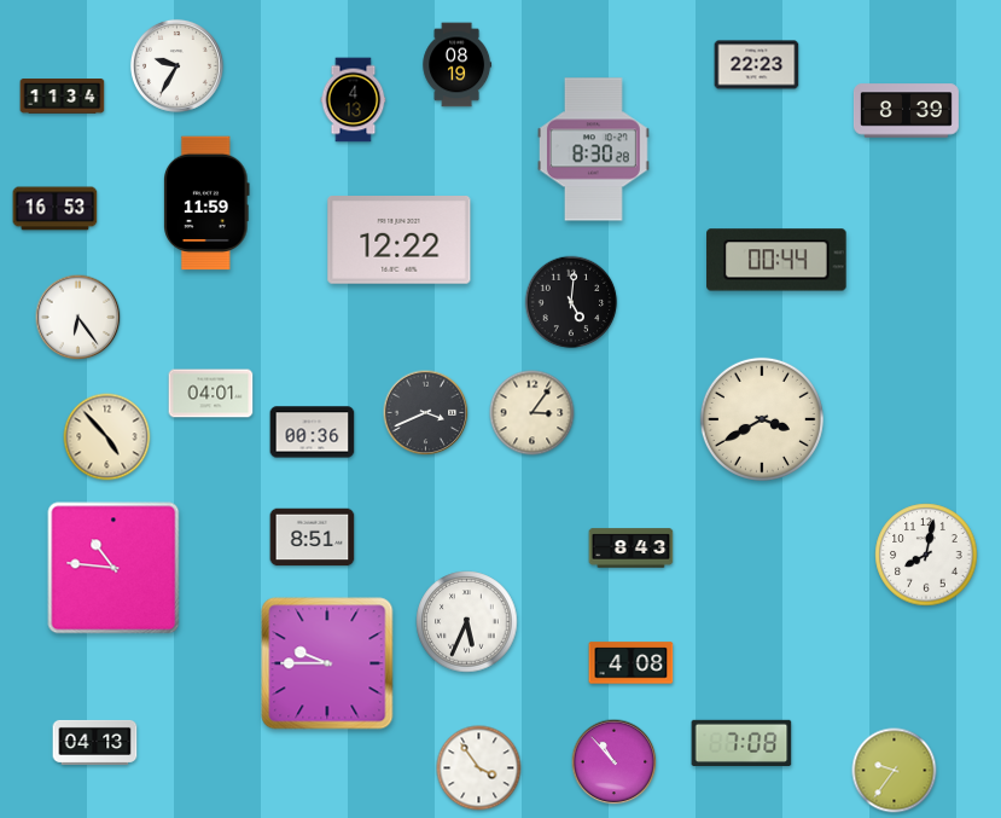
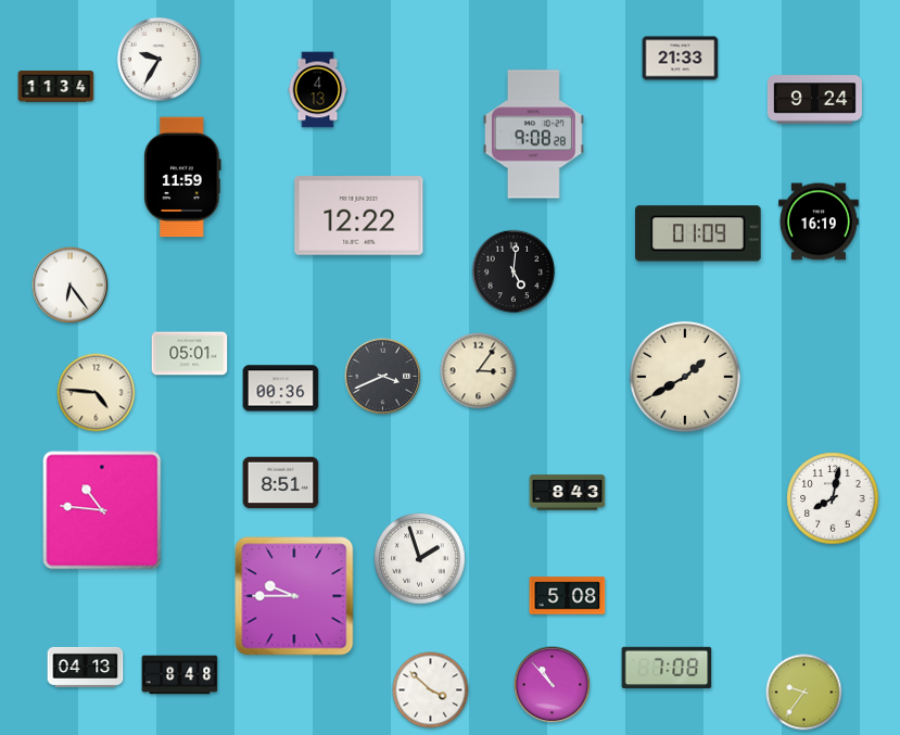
clock at (458, 65): 08:19 -> none
clock at (757, 65): 22:23 -> 21:33
clock at (906, 111): 8:39 -> 9:24
clock at (593, 150): 8:30 -> 9:08
clock at (208, 203) position: (208, 203) -> (183, 177)
clock at (56, 209): 16:53 -> none
clock at (819, 221): none -> 16:19
clock at (776, 260): 00:44 -> 01:09
clock at (211, 394): 04:01 -> 05:01
clock at (426, 413) position: (426, 413) -> (383, 377)
clock at (762, 419): 3:40 -> 1:40
clock at (107, 437): 4:53 -> 4:46
clock at (467, 622): 5:34 -> 1:57
clock at (632, 663): 4:08 -> 5:08
clock at (180, 675): none -> 8:48
clock at (479, 768): 3:54 -> 3:52
